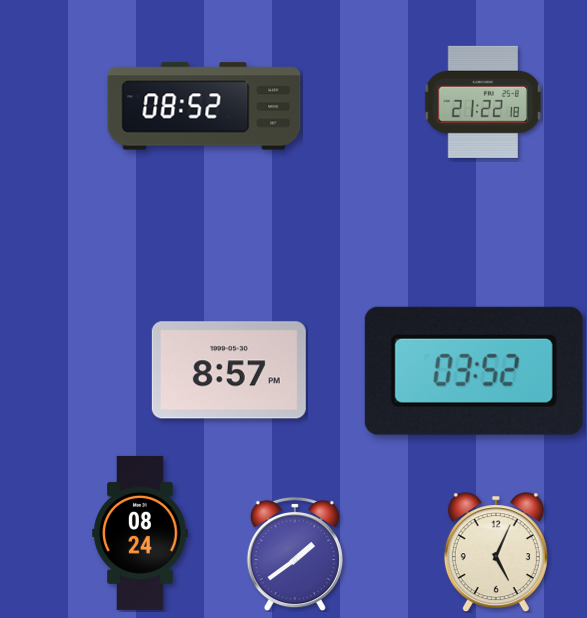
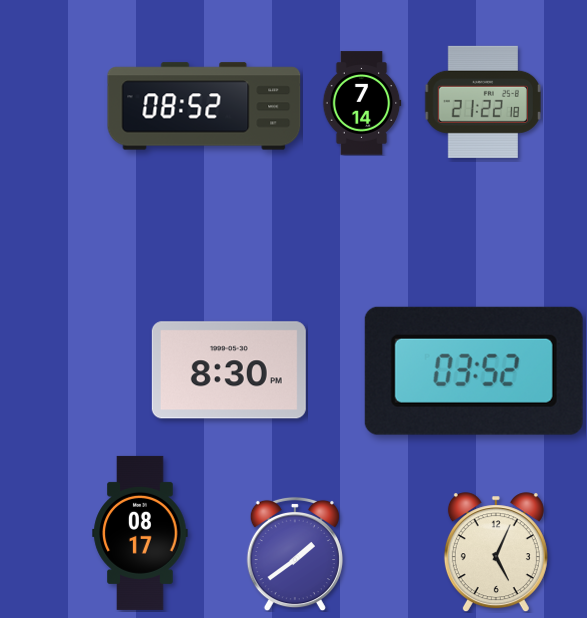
clock at (362, 103): none -> 7:14
clock at (229, 370): 8:57 -> 8:30
clock at (140, 533): 08:24 -> 08:17
